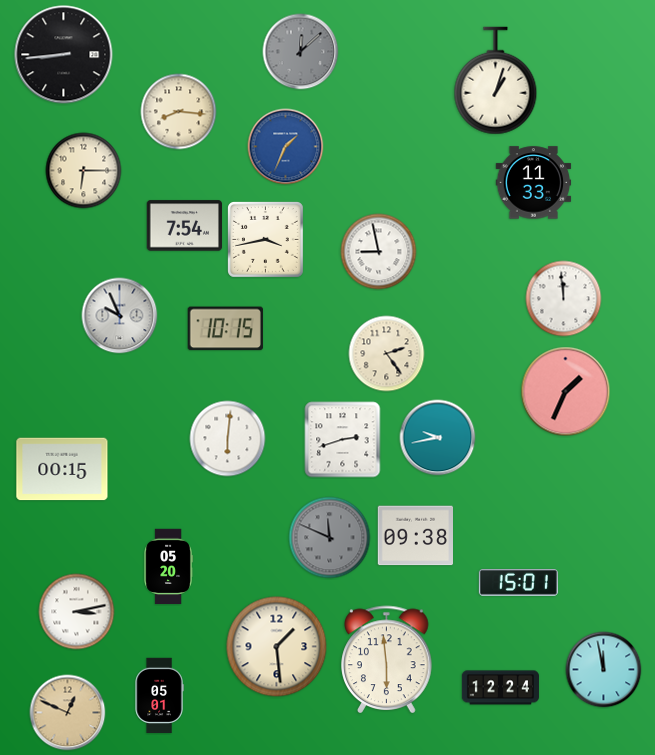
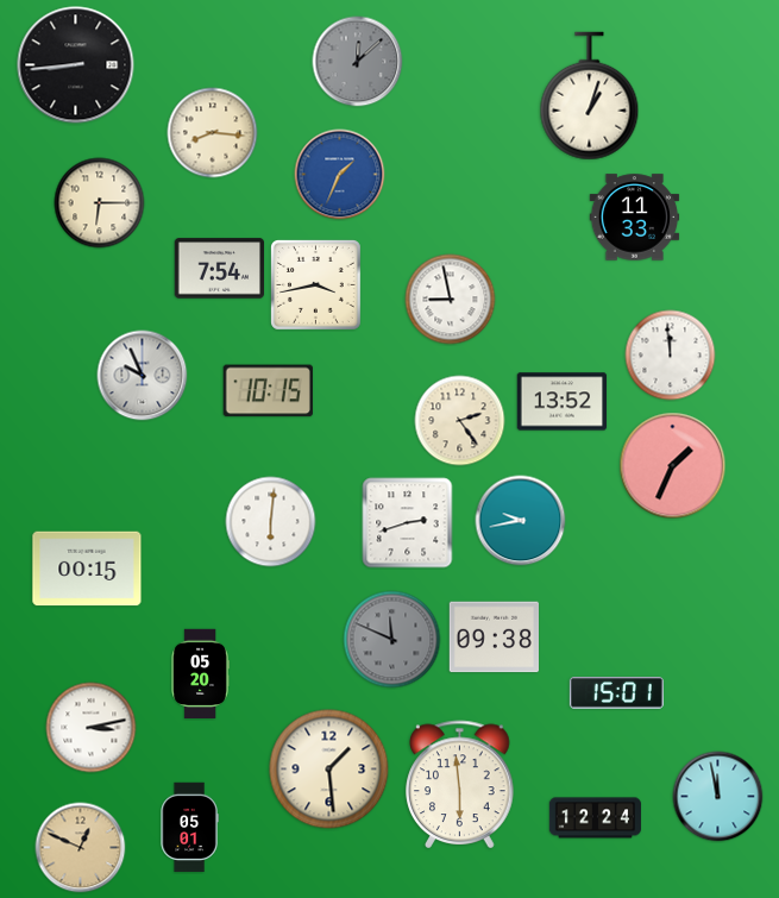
clock at (563, 402): none -> 13:52
clock at (62, 469) position: (62, 469) -> (87, 569)
